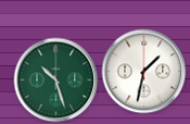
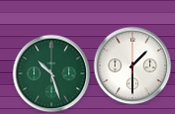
clock at (143, 71): 1:32 -> 1:30
